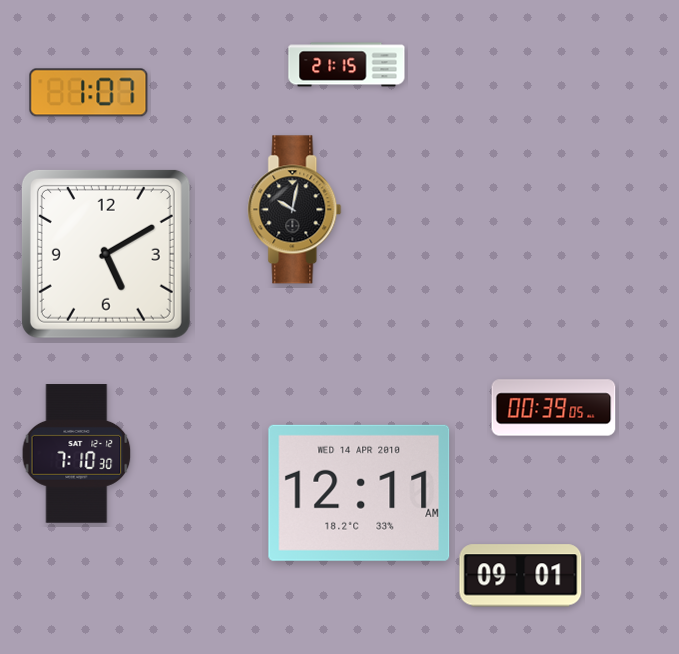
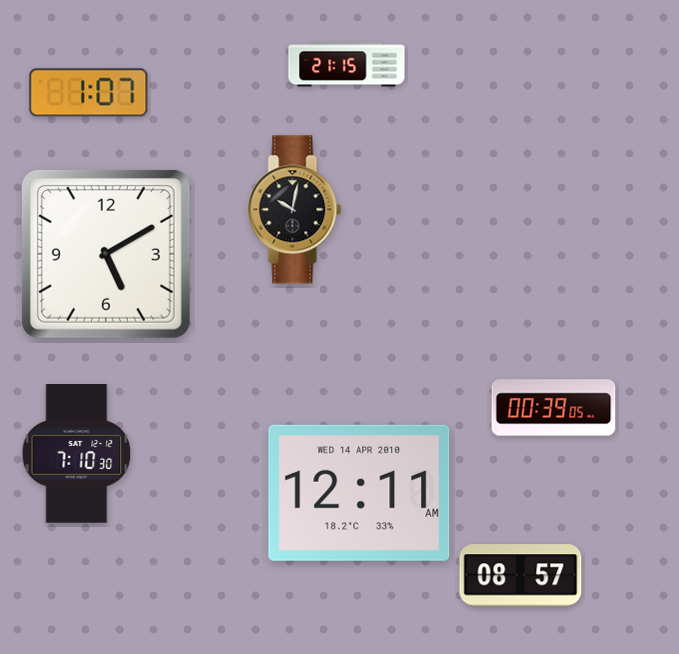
clock at (521, 576): 09:01 -> 08:57
